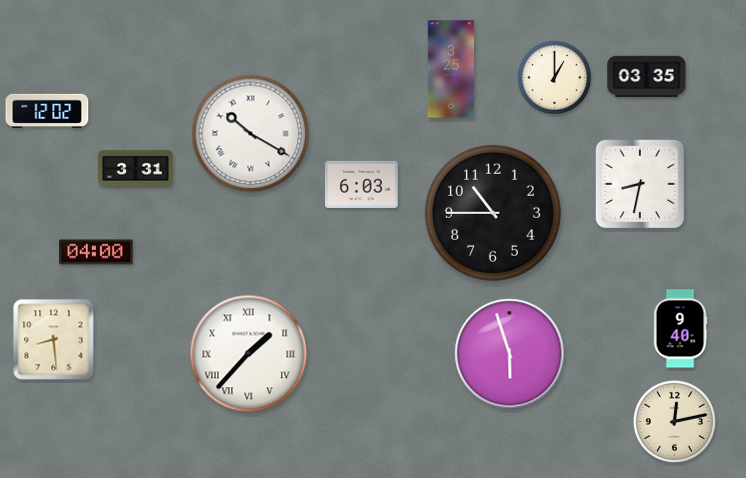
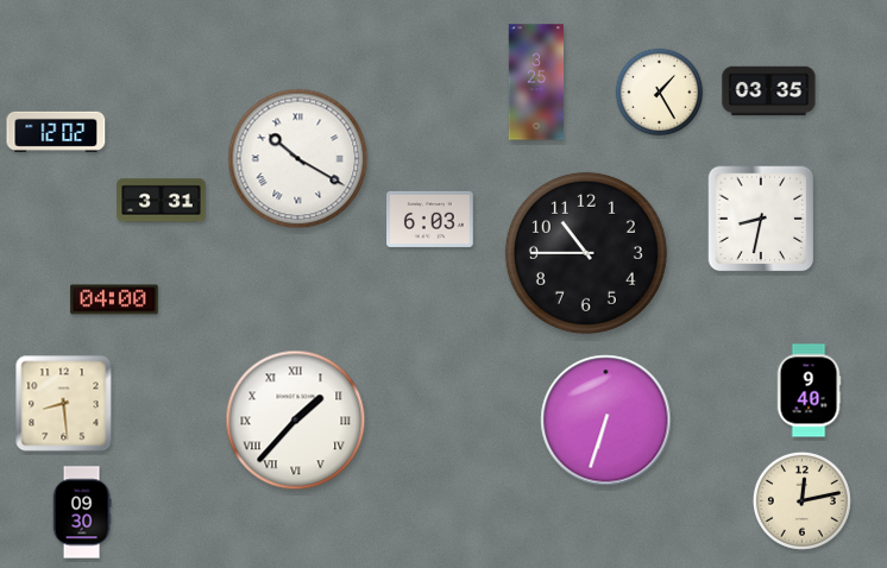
clock at (555, 78): 1:00 -> 1:25
clock at (510, 354): 5:57 -> 6:33
clock at (82, 512): none -> 09:30
